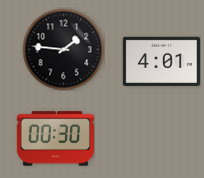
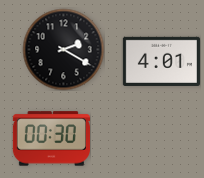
clock at (63, 49): 1:46 -> 2:20
clock at (55, 139) position: (55, 139) -> (51, 139)
